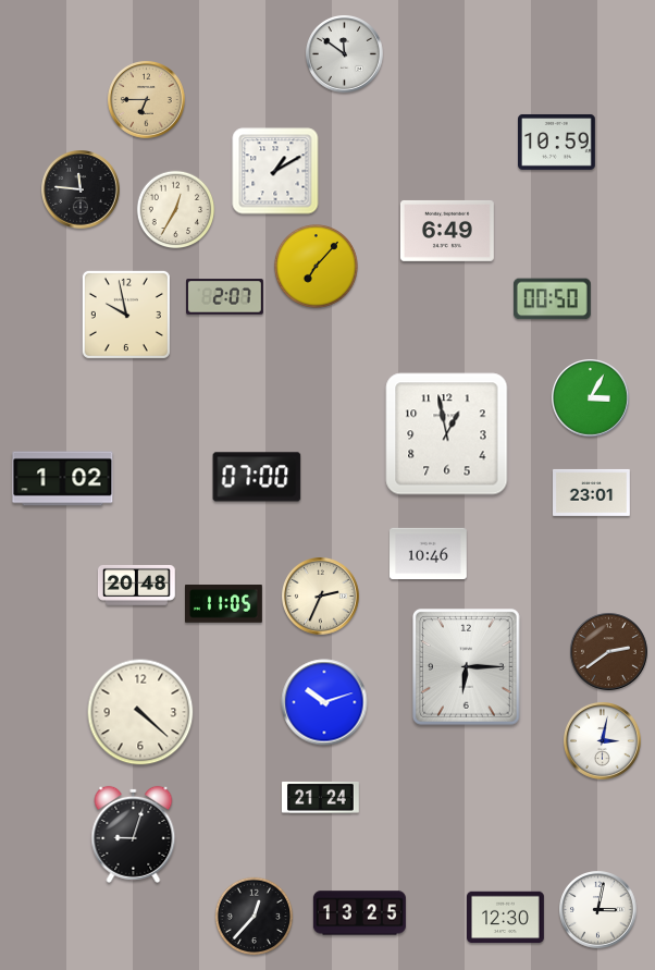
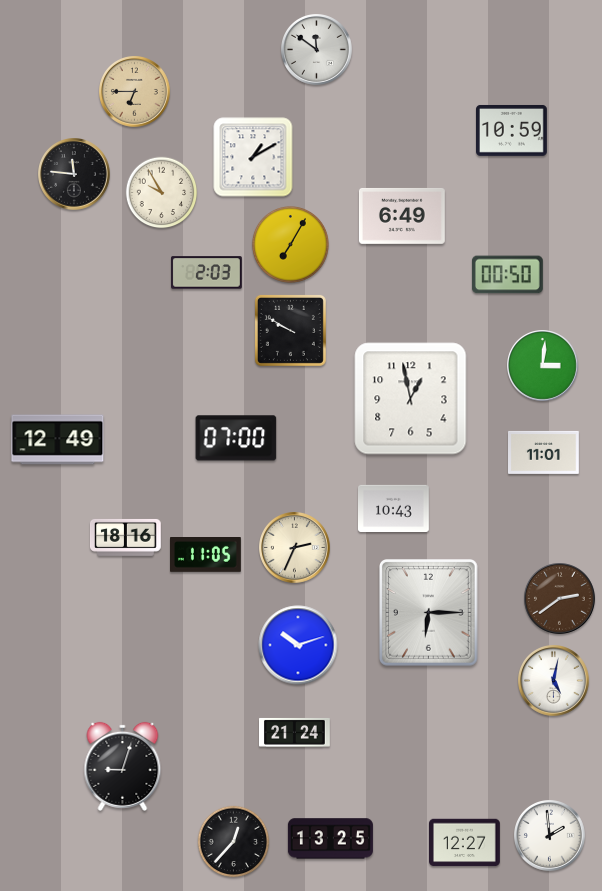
clock at (176, 210): 12:35 -> 9:55
clock at (447, 231) position: (447, 231) -> (402, 216)
clock at (316, 266): 7:07 -> 7:05
clock at (225, 297): 2:07 -> 2:03
clock at (126, 315): 9:58 -> none
clock at (290, 330): none -> 9:50
clock at (591, 398): 3:05 -> 3:01
clock at (63, 479): 1:02 -> 12:49
clock at (592, 492): 23:01 -> 11:01
clock at (429, 553): 10:46 -> 10:43
clock at (136, 585): 20:48 -> 18:16
clock at (140, 712): 4:22 -> none
clock at (603, 741): 3:02 -> 5:02
clock at (598, 910): 3:02 -> 1:59
clock at (506, 918): 12:30 -> 12:27
